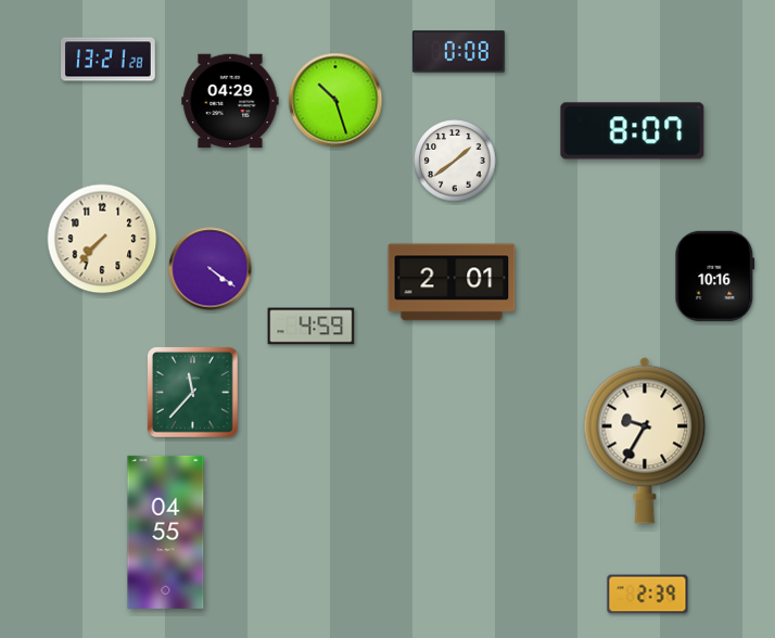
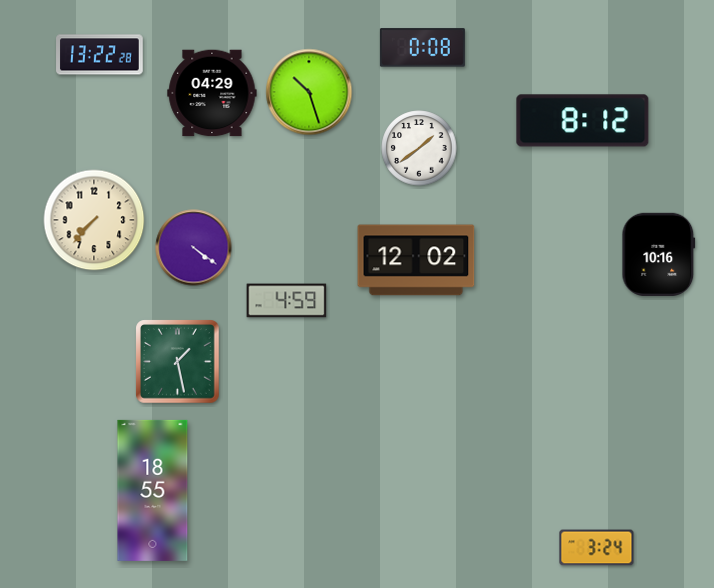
clock at (109, 60): 13:21 -> 13:22
clock at (633, 131): 8:07 -> 8:12
clock at (452, 282): 2:01 -> 12:02
clock at (193, 393): 11:37 -> 1:28
clock at (645, 441): 9:35 -> none
clock at (166, 532): 04:55 -> 18:55
clock at (648, 595): 2:39 -> 3:24
